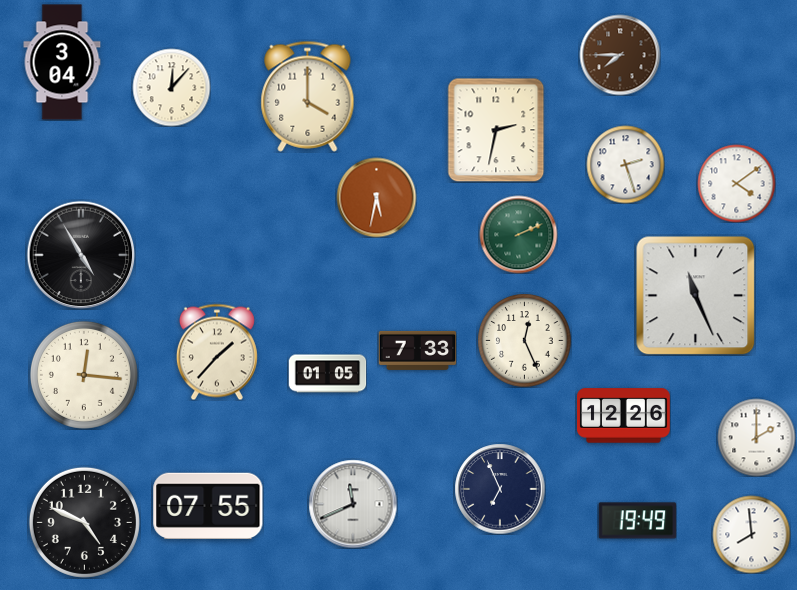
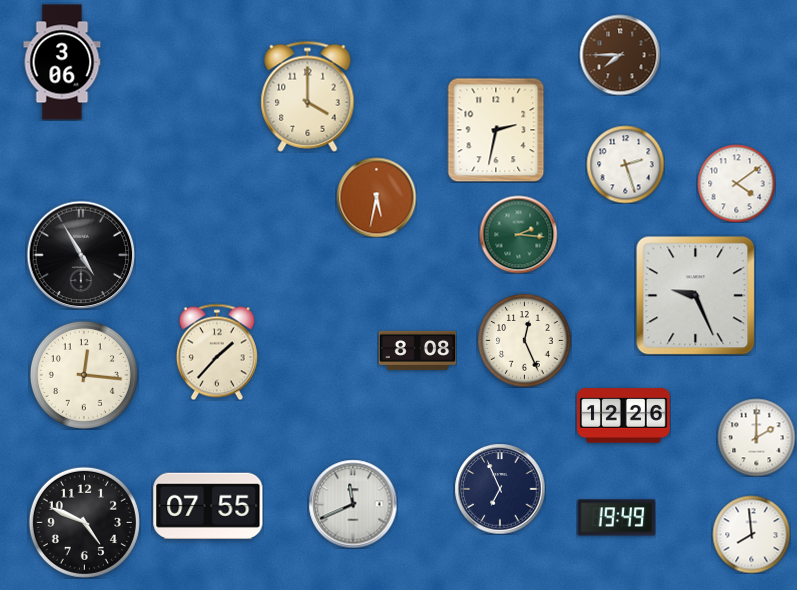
clock at (62, 62): 3:04 -> 3:06
clock at (171, 87): 12:07 -> none
clock at (518, 234): 2:11 -> 2:16
clock at (695, 295): 11:26 -> 9:26
clock at (417, 350): 7:33 -> 8:08
clock at (327, 374): 01:05 -> none
clock at (637, 521) position: (637, 521) -> (616, 518)
